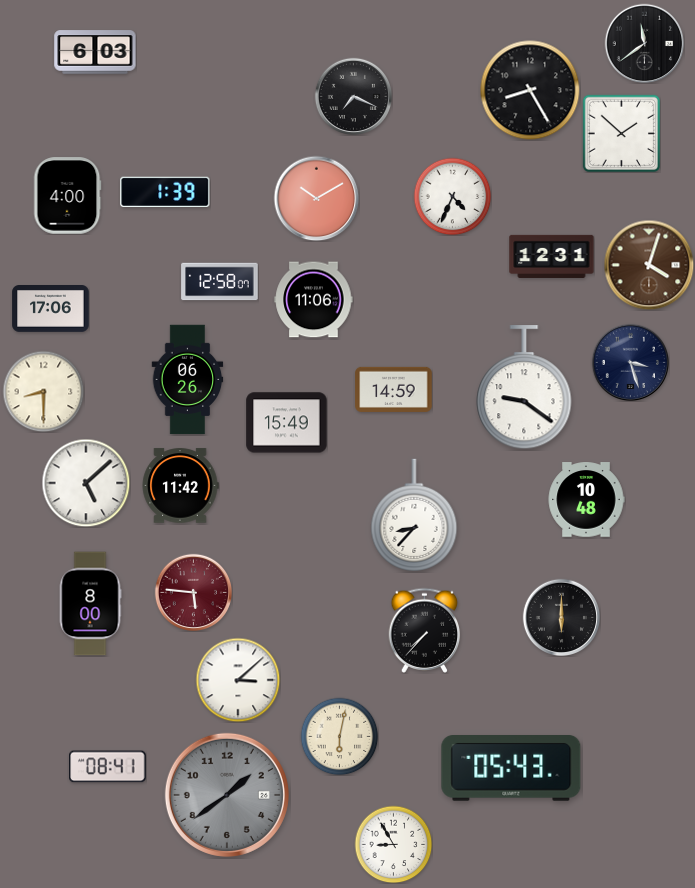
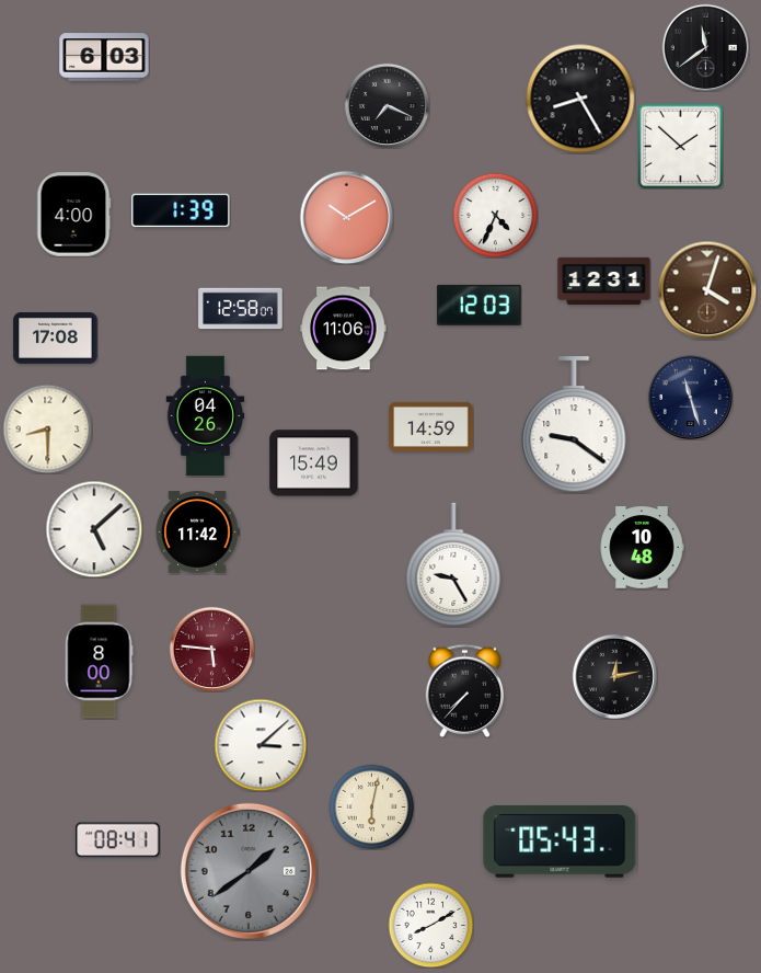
clock at (649, 265) position: (649, 265) -> (707, 290)
clock at (480, 305): none -> 12:03
clock at (51, 309): 17:06 -> 17:08
clock at (630, 362): 3:27 -> 11:27
clock at (188, 380): 06:26 -> 04:26
clock at (414, 515): 8:37 -> 9:25
clock at (561, 617): 6:00 -> 12:13
clock at (393, 844): 8:55 -> 8:10
